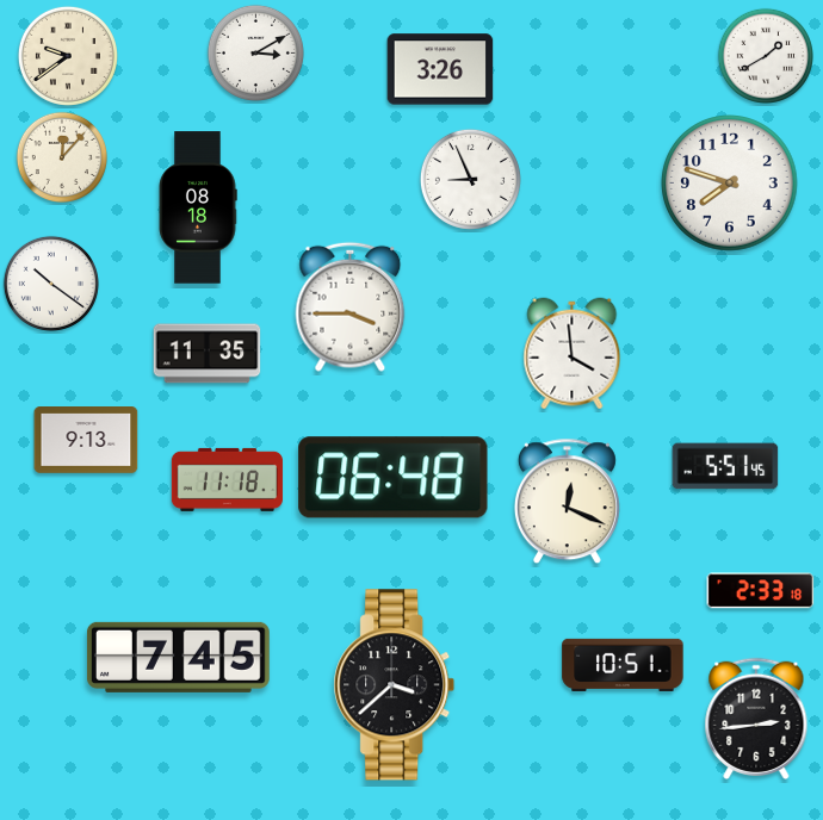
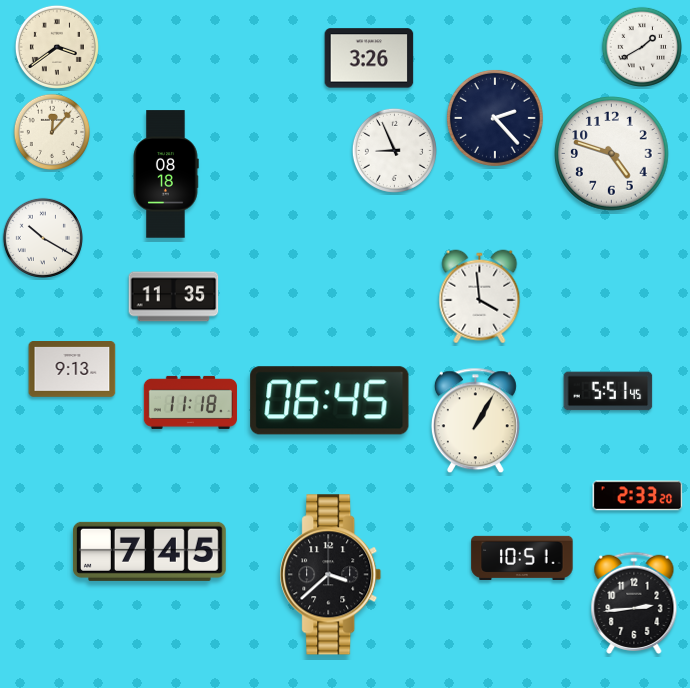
clock at (255, 52): 3:10 -> none
clock at (68, 56): 9:39 -> 3:39
clock at (495, 118): none -> 2:23
clock at (730, 184): 7:48 -> 4:48
clock at (51, 284): 10:21 -> 10:20
clock at (351, 306): 3:45 -> none
clock at (394, 478): 06:48 -> 06:45
clock at (567, 502): 12:19 -> 1:05
clock at (761, 591): 2:33:18 -> 2:33:20
